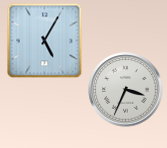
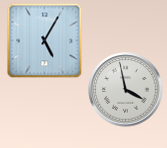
clock at (126, 90): 3:34 -> 3:58
